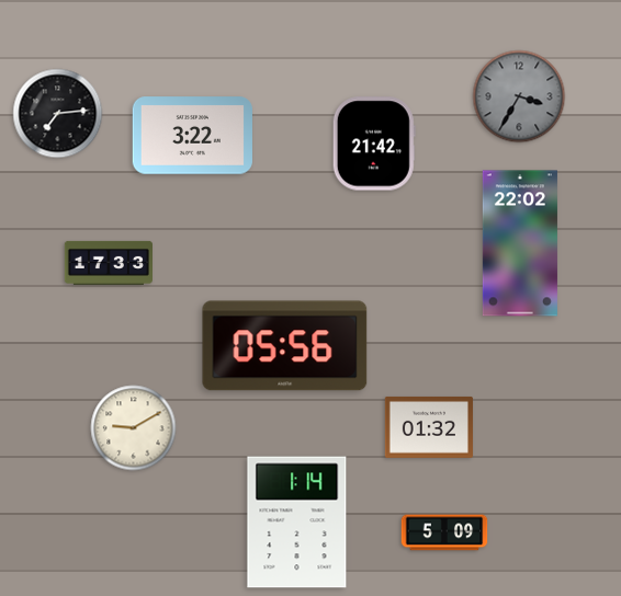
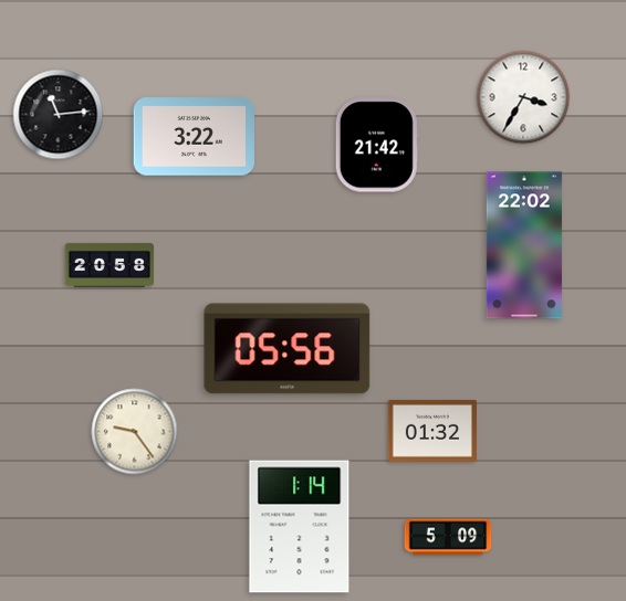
clock at (519, 96) dial: grey -> white
clock at (58, 114): 7:14 -> 11:14
clock at (108, 263): 17:33 -> 20:58
clock at (134, 428): 9:10 -> 9:24
